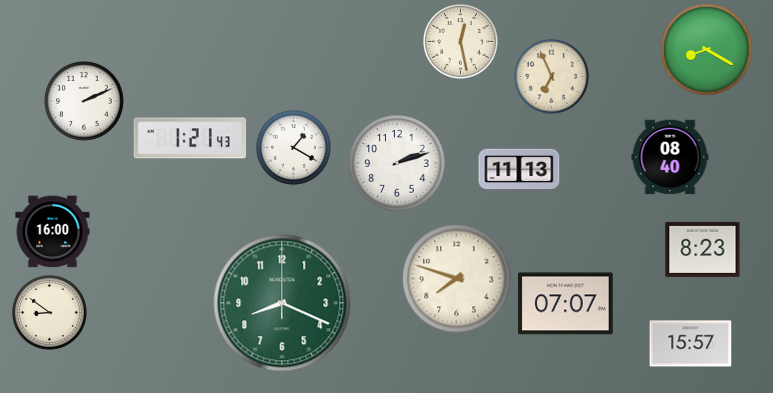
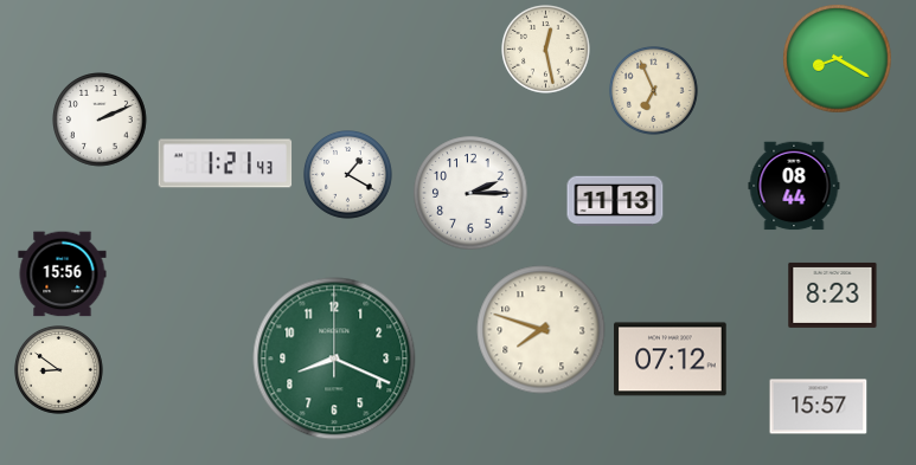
clock at (670, 157): 08:40 -> 08:44
clock at (397, 163): 2:12 -> 2:15
clock at (53, 232): 16:00 -> 15:56
clock at (566, 304): 07:07 -> 07:12
